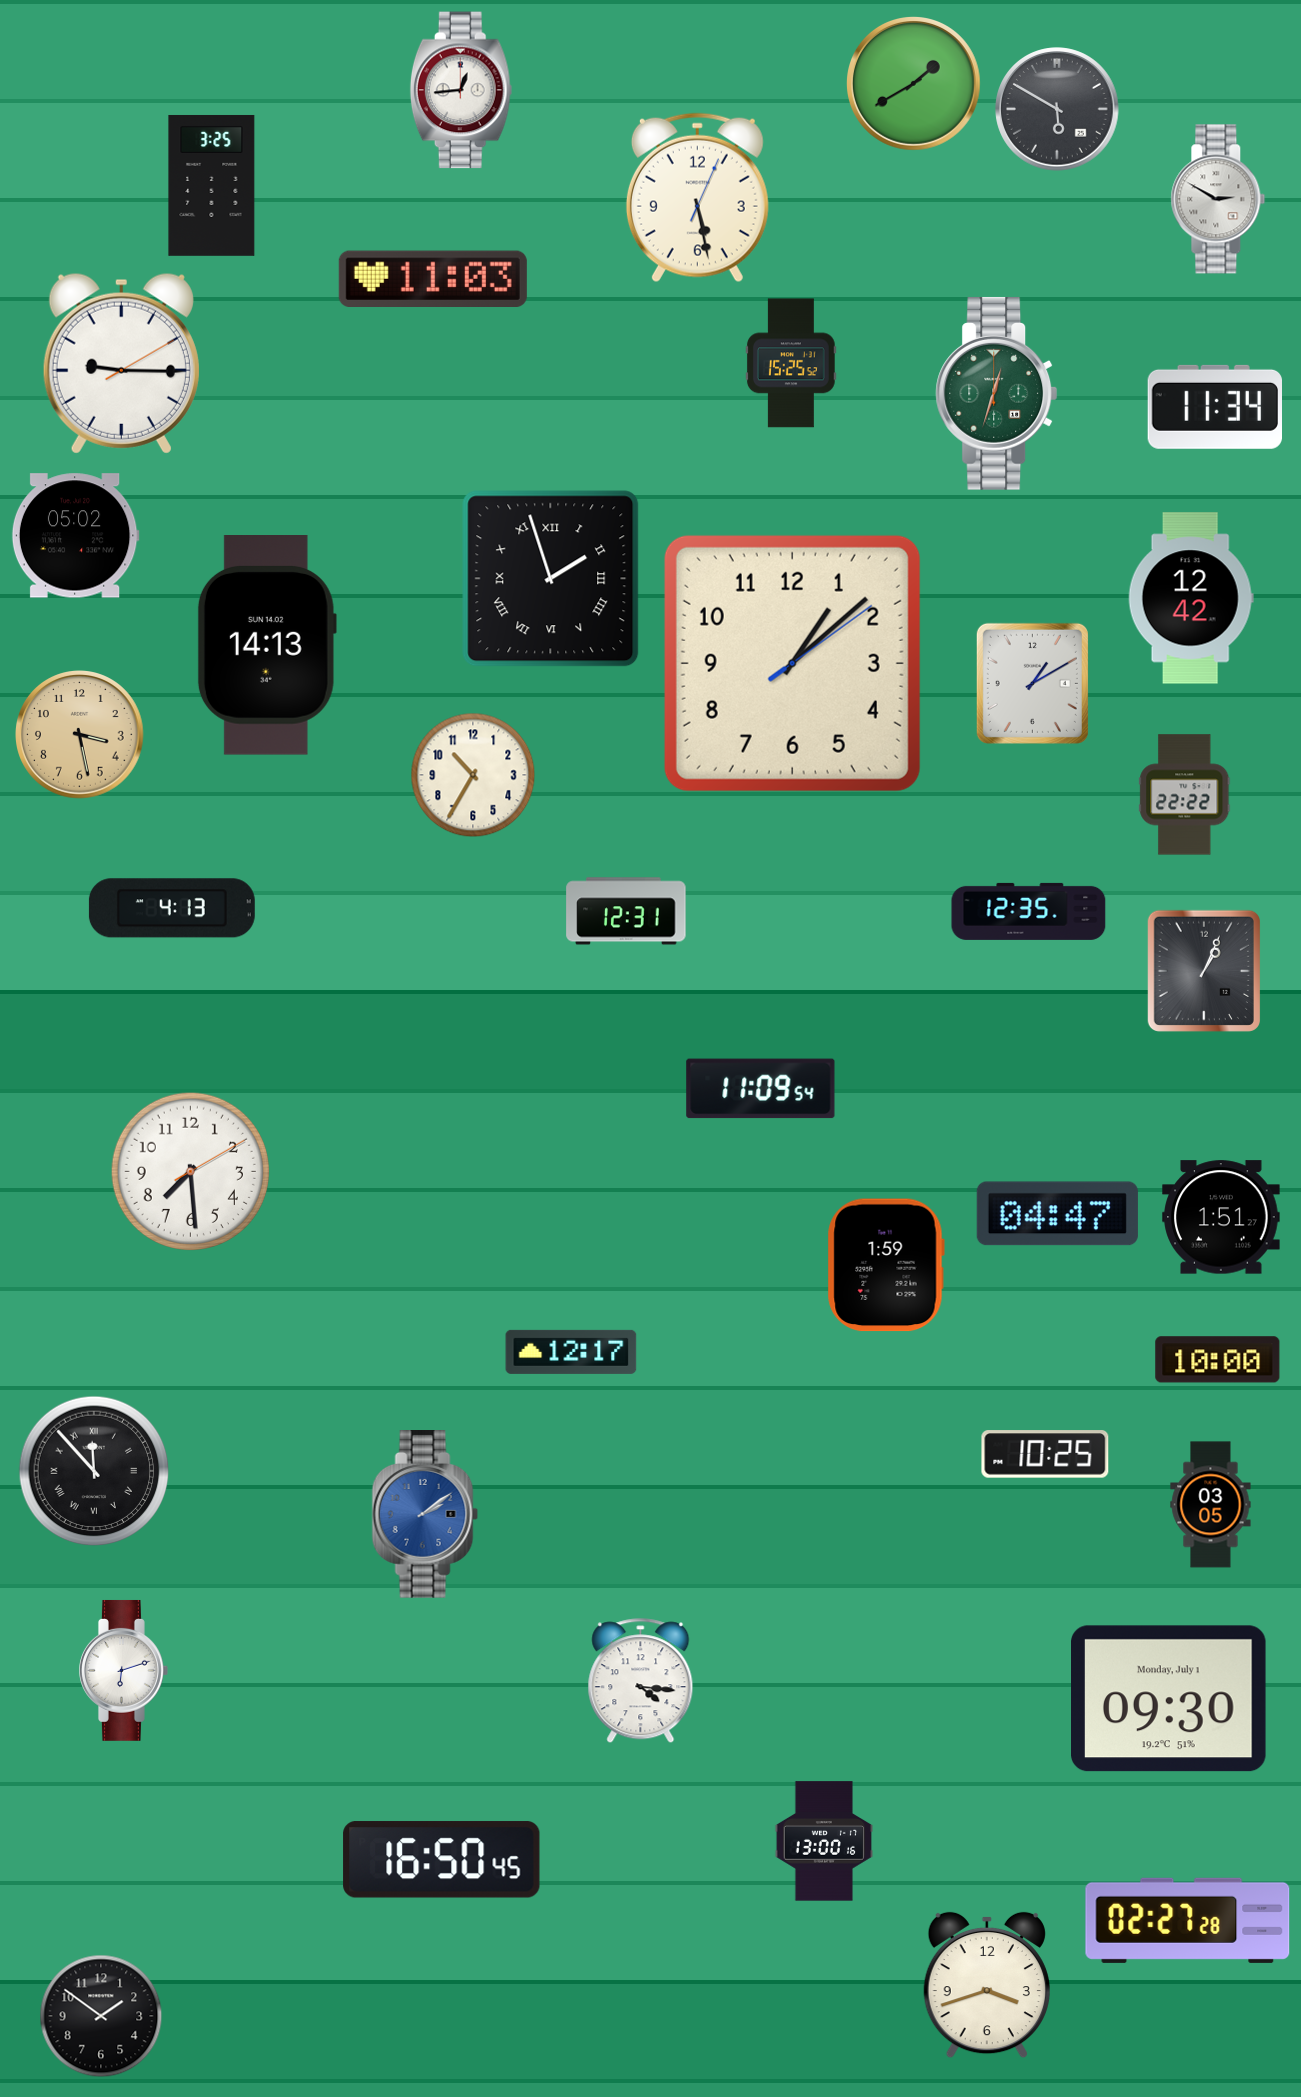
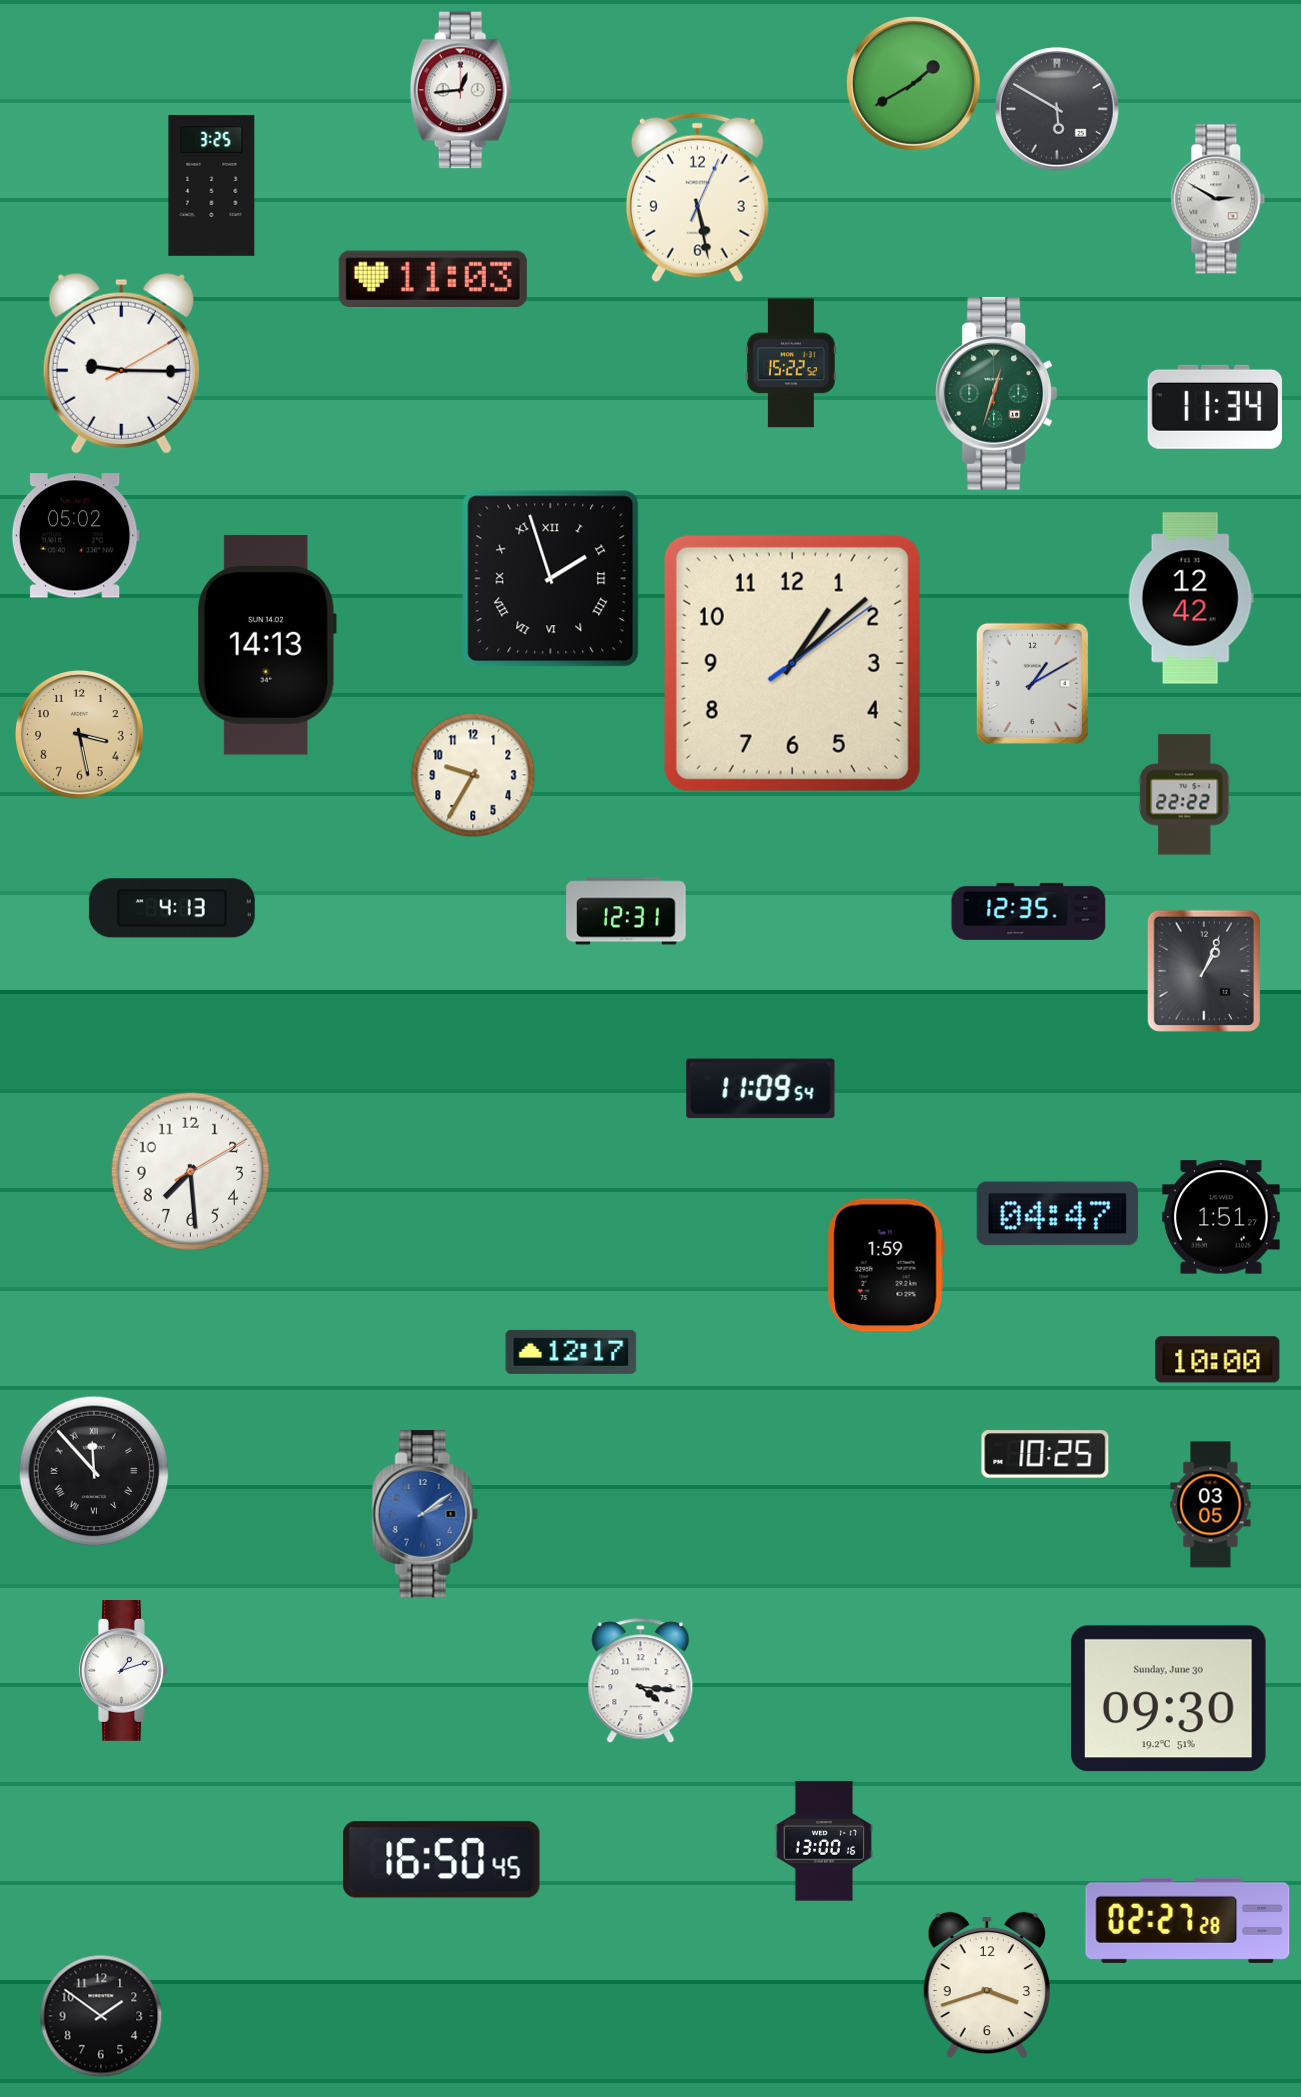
clock at (791, 363): 15:25 -> 15:22
clock at (473, 775): 10:35 -> 9:35
clock at (124, 1670): 6:12 -> 1:12
clock at (1169, 1699) date: Monday, July 1 -> Sunday, June 30
